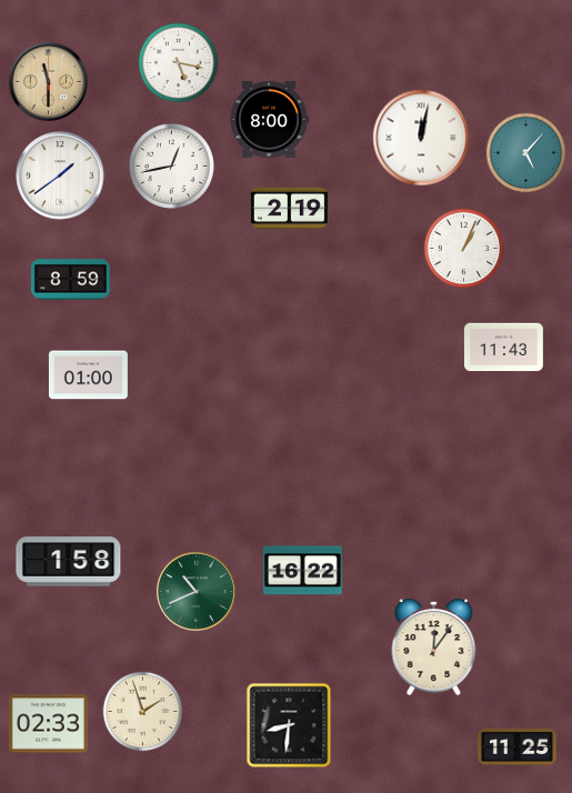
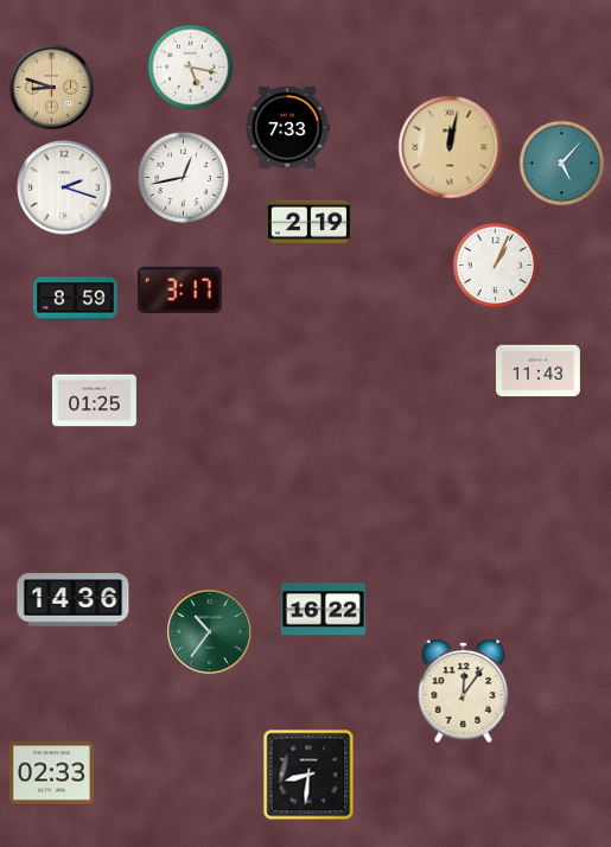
clock at (48, 81): 11:30 -> 8:48
clock at (269, 119): 8:00 -> 7:33
clock at (421, 138) dial: white -> champagne
clock at (60, 175): 1:39 -> 2:18
clock at (179, 289): none -> 3:17
clock at (88, 375): 01:00 -> 01:25
clock at (69, 562): 1:58 -> 14:36
clock at (195, 591): 10:41 -> 10:36
clock at (143, 712): 1:57 -> none
clock at (516, 746): 11:25 -> none
